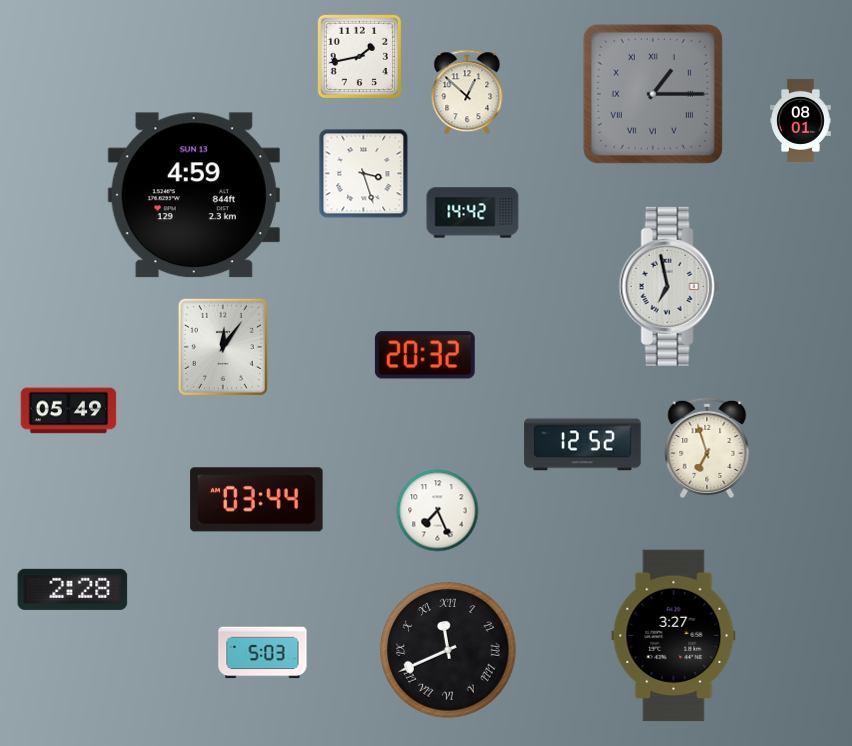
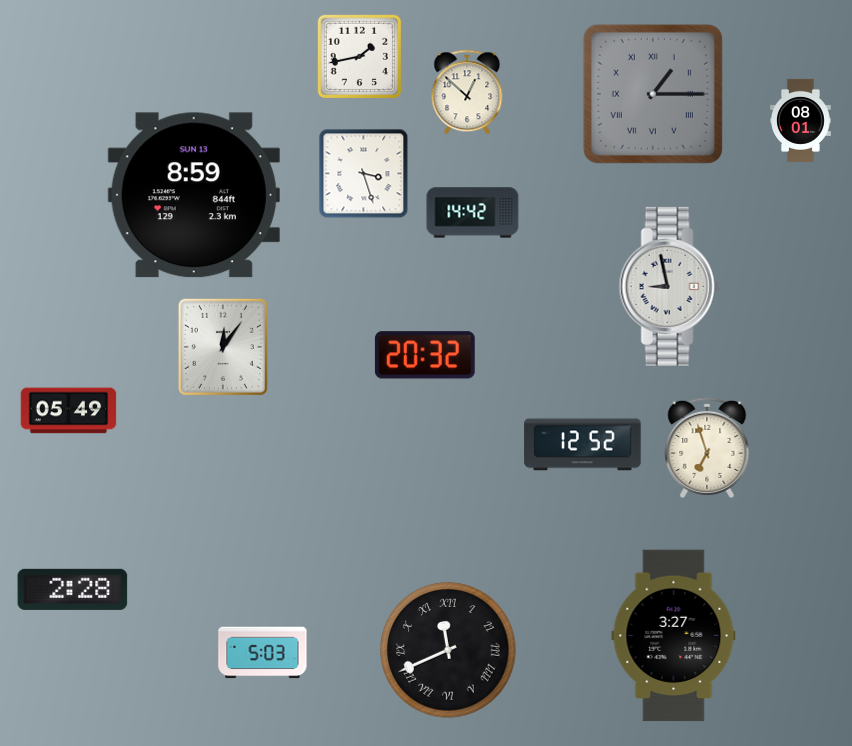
clock at (194, 195): 4:59 -> 8:59
clock at (669, 286): 6:58 -> 8:58
clock at (257, 500): 03:44 -> none
clock at (438, 511): 7:26 -> none
